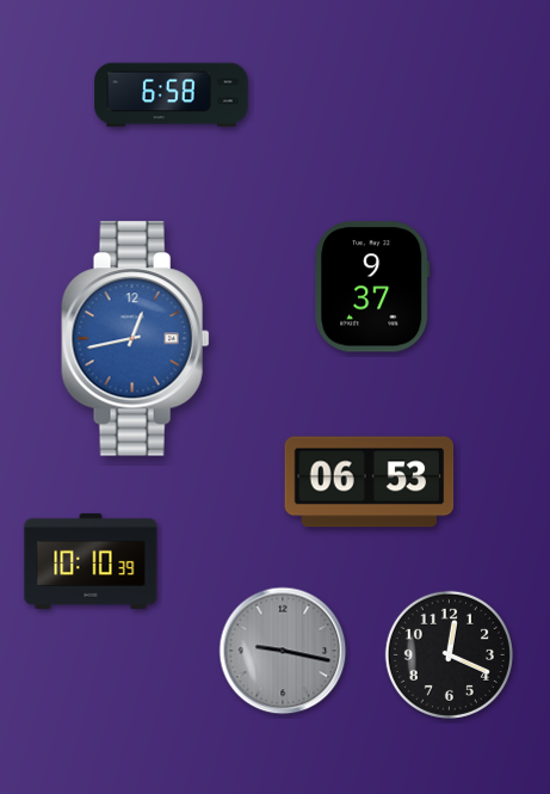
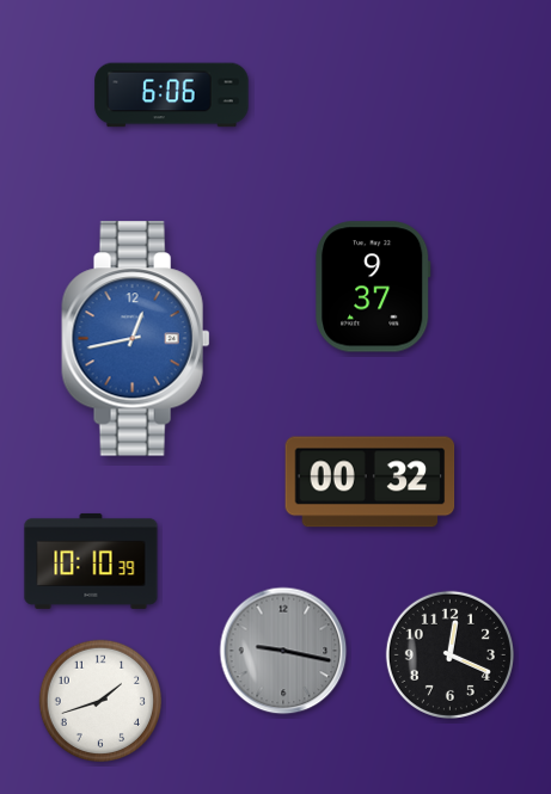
clock at (172, 96): 6:58 -> 6:06
clock at (370, 482): 06:53 -> 00:32
clock at (100, 701): none -> 1:42
